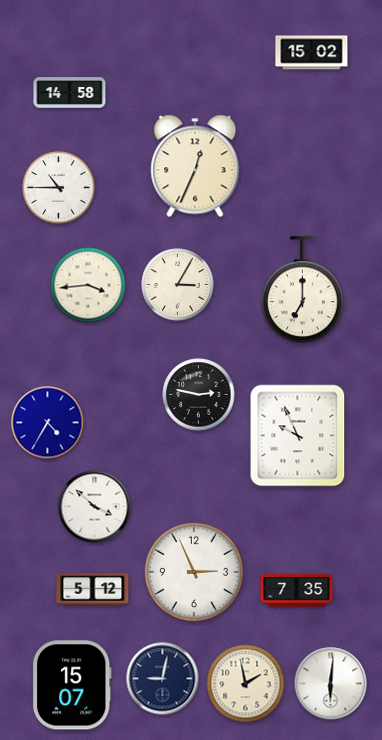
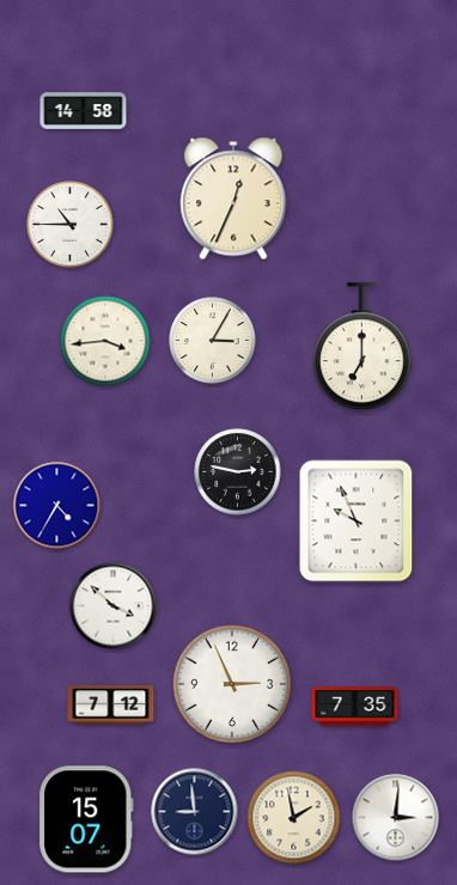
clock at (312, 53): 15:02 -> none
clock at (93, 590): 5:12 -> 7:12
clock at (163, 679): 9:02 -> 8:59
clock at (331, 684): 6:01 -> 3:01
